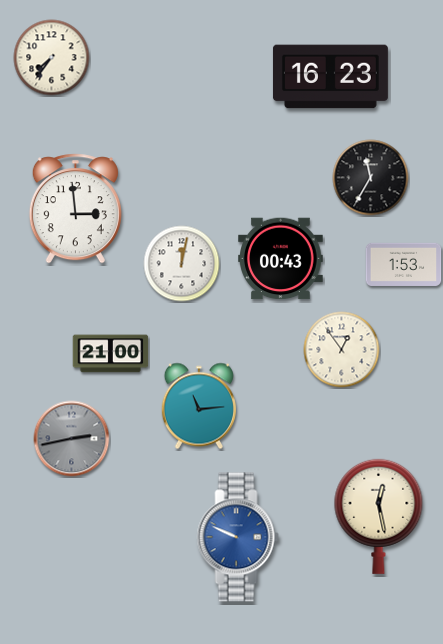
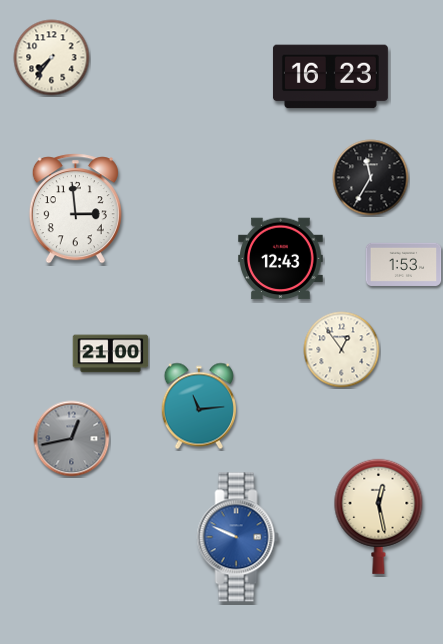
clock at (281, 259): 00:43 -> 12:43
clock at (182, 264): 12:02 -> none
clock at (72, 439): 2:43 -> 12:43
